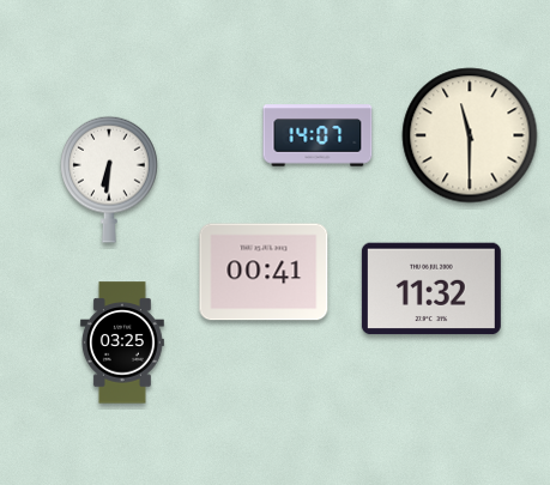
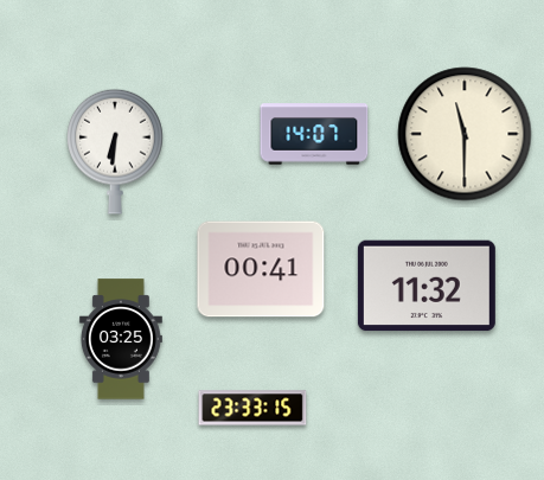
clock at (110, 180) position: (110, 180) -> (116, 152)
clock at (252, 408): none -> 23:33
